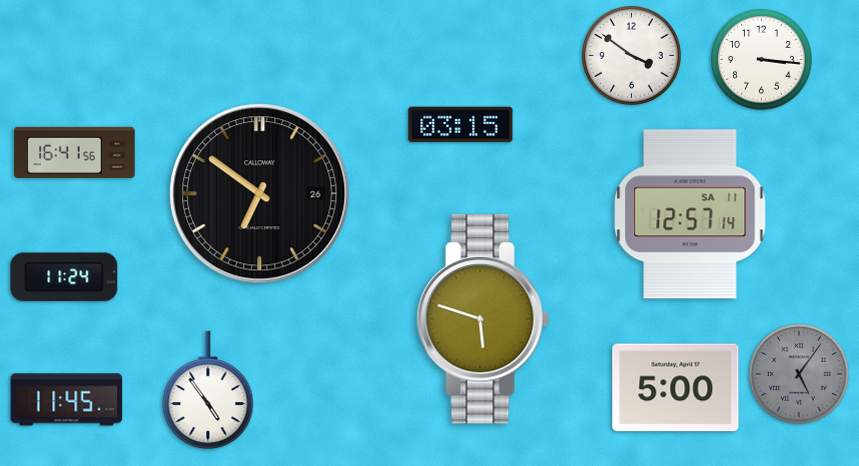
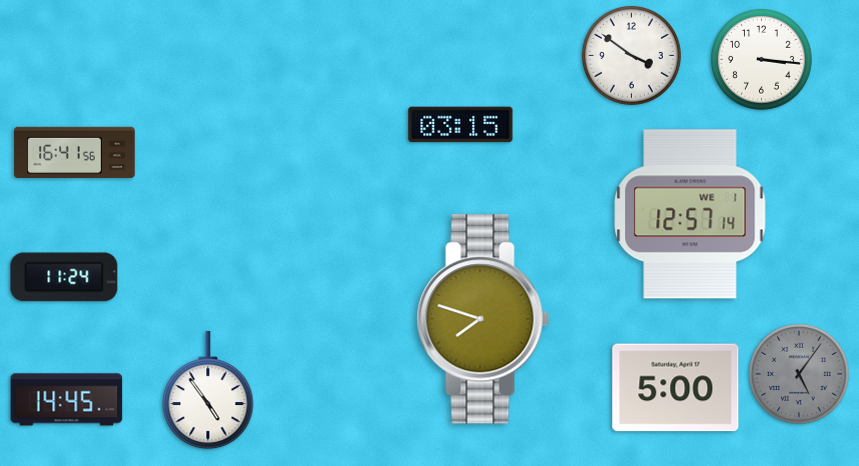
clock at (260, 194): 6:51 -> none
clock at (690, 214) date: SA 11 -> WE 1
clock at (483, 319): 5:48 -> 7:48
clock at (67, 400): 11:45 -> 14:45
